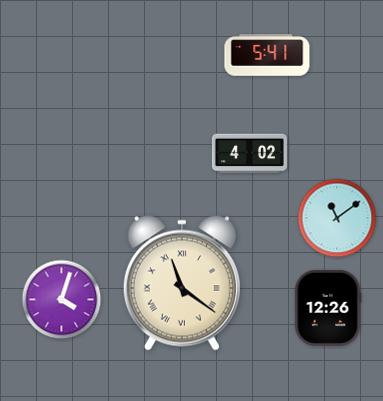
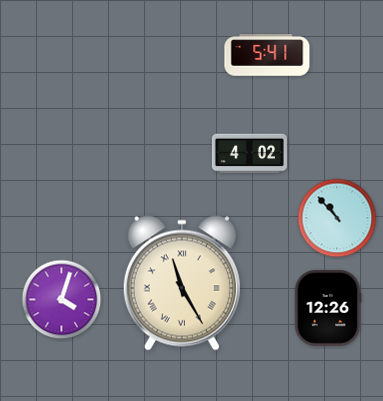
clock at (337, 218): 11:09 -> 10:53
clock at (182, 283): 11:21 -> 11:25
